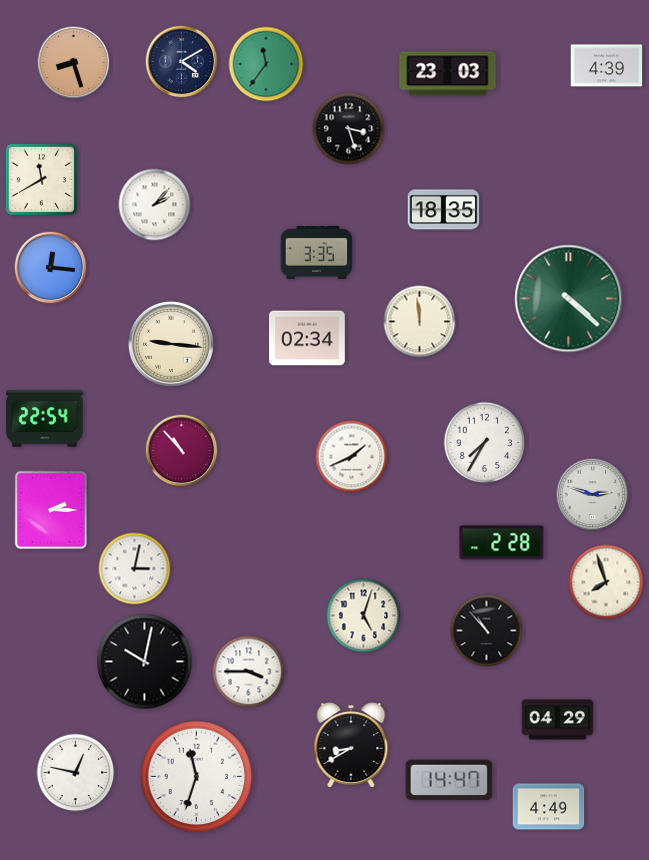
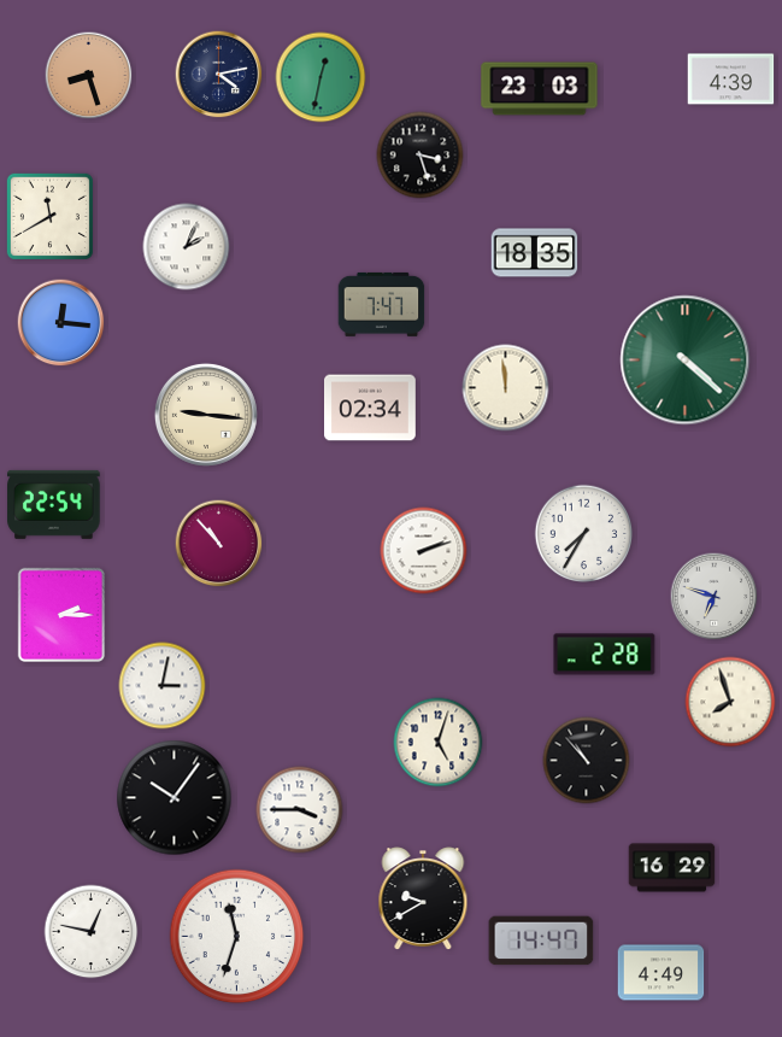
clock at (182, 62): 4:10 -> 4:13
clock at (266, 64): 11:36 -> 12:32
clock at (155, 205): 2:07 -> 2:04
clock at (317, 252): 3:35 -> 7:47
clock at (352, 457): 1:41 -> 2:12
clock at (593, 495): 2:48 -> 6:48
clock at (145, 662): 10:02 -> 10:06
clock at (558, 720): 04:29 -> 16:29
clock at (351, 745): 8:40 -> 9:40
